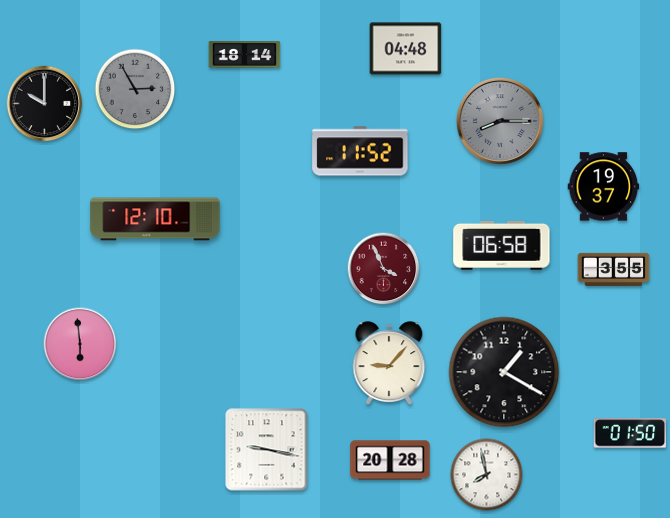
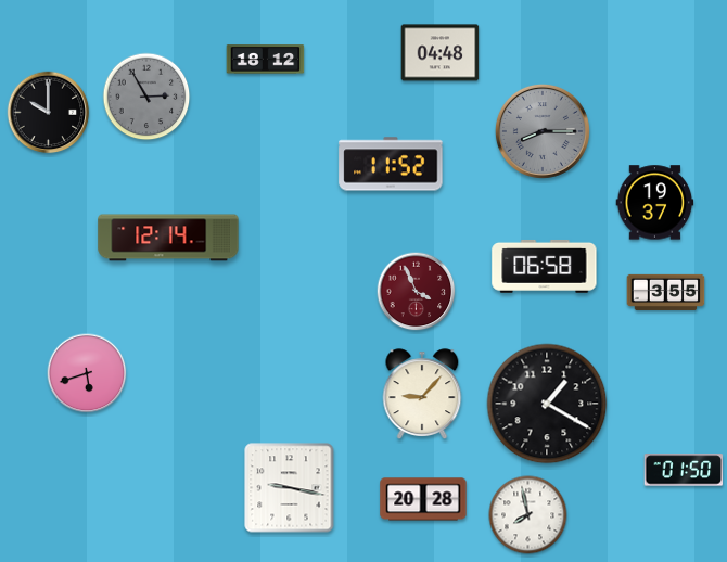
clock at (245, 55): 18:14 -> 18:12
clock at (155, 219): 12:10 -> 12:14
clock at (80, 344): 5:59 -> 5:42
